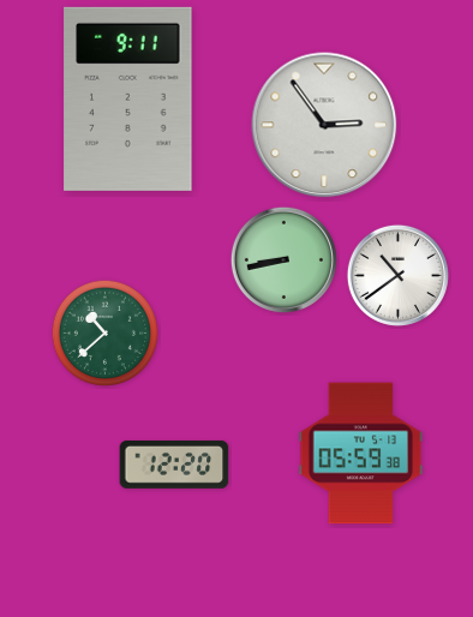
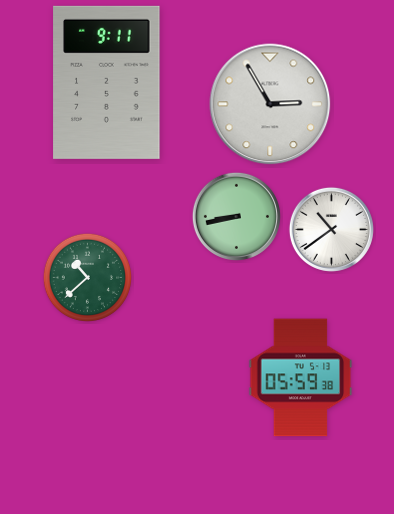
clock at (324, 125): 2:54 -> 2:55
clock at (174, 465): 12:20 -> none
